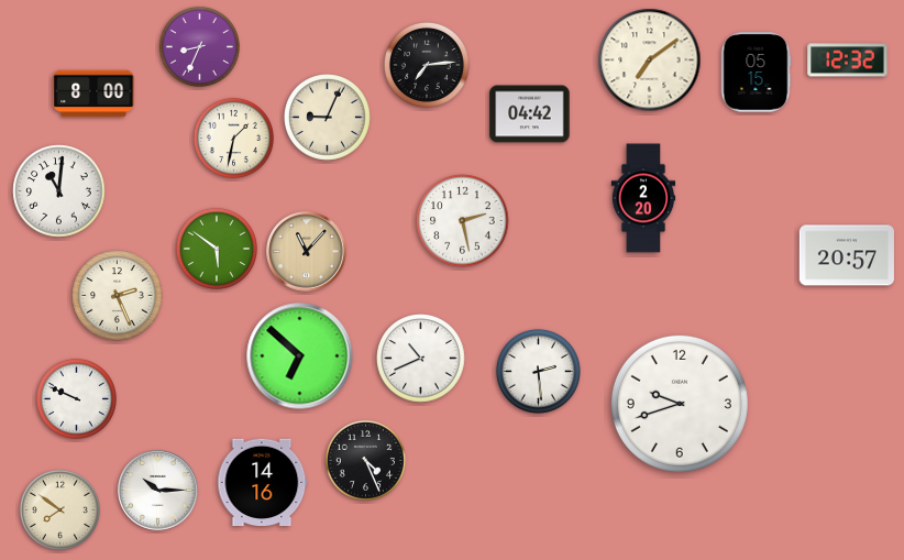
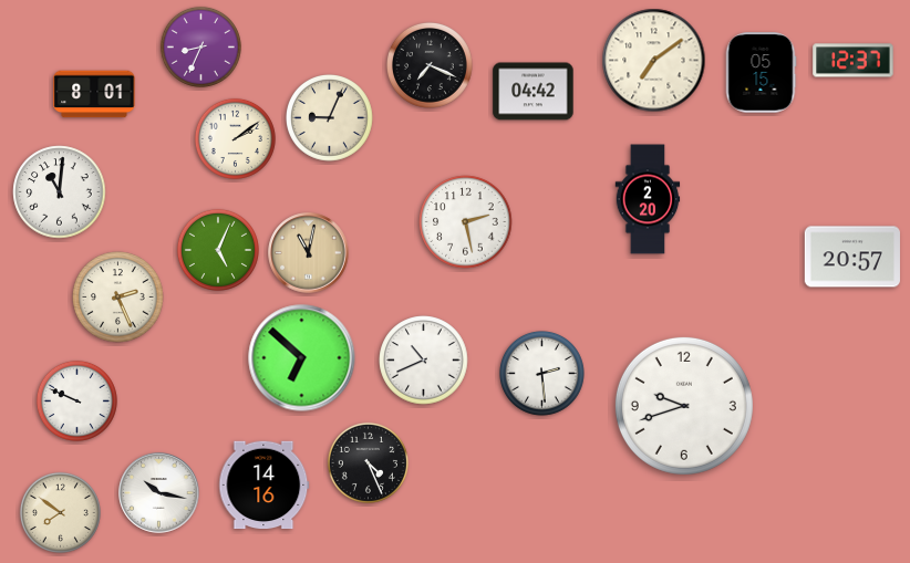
clock at (848, 61): 12:32 -> 12:37
clock at (427, 65): 7:14 -> 7:19
clock at (93, 94): 8:00 -> 8:01
clock at (530, 114) position: (530, 114) -> (534, 92)
clock at (233, 138): 1:32 -> 2:09
clock at (217, 249): 5:51 -> 5:04
clock at (307, 252): 11:07 -> 11:02
clock at (158, 491): 10:15 -> 10:17
